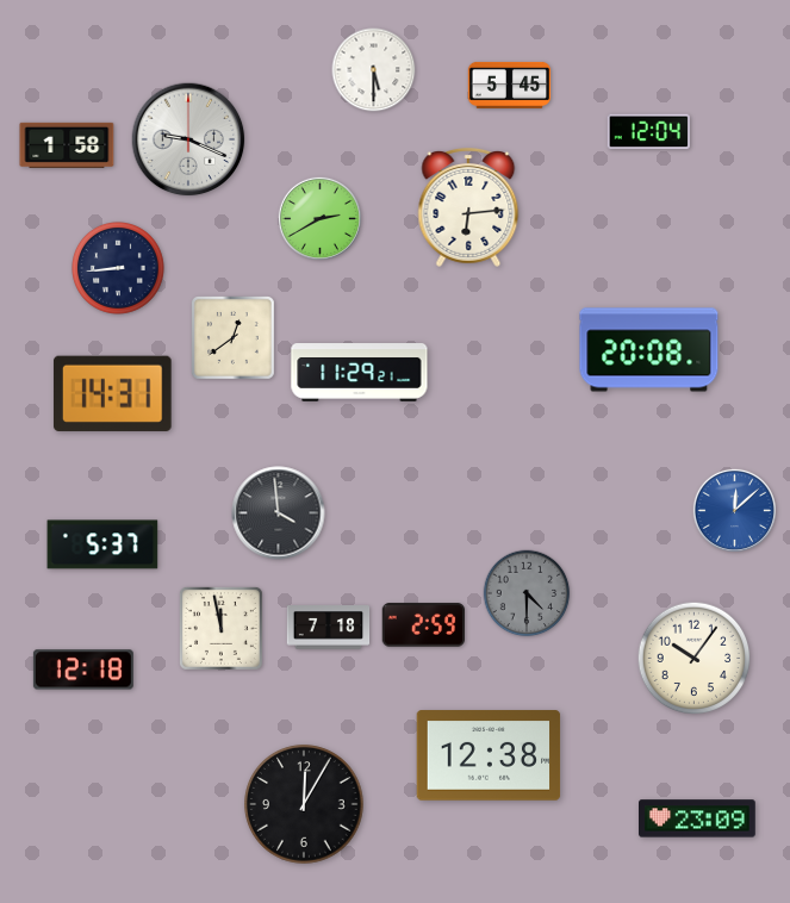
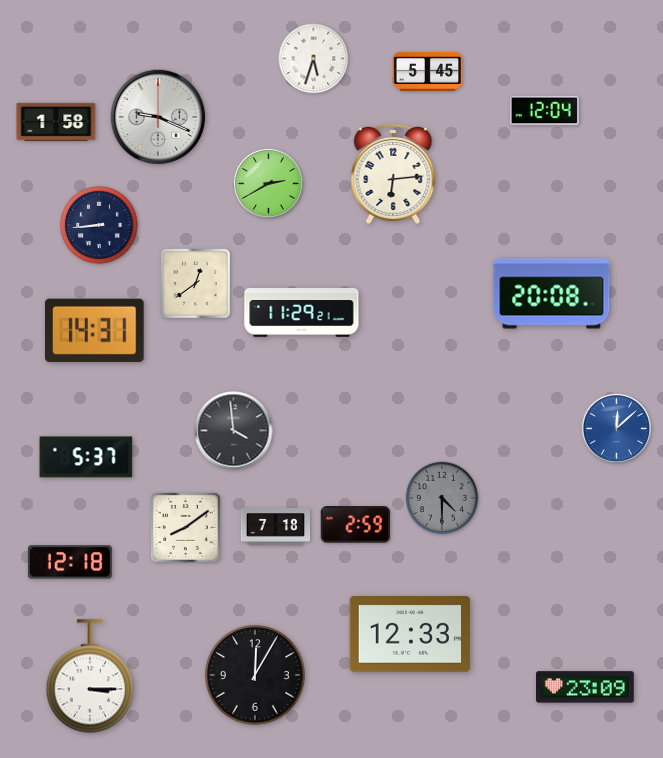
clock at (374, 70): 5:30 -> 5:33
clock at (649, 350) position: (649, 350) -> (552, 294)
clock at (222, 629): 11:58 -> 8:09
clock at (695, 659): 10:06 -> none
clock at (489, 755): 12:38 -> 12:33
clock at (90, 676): none -> 3:15
